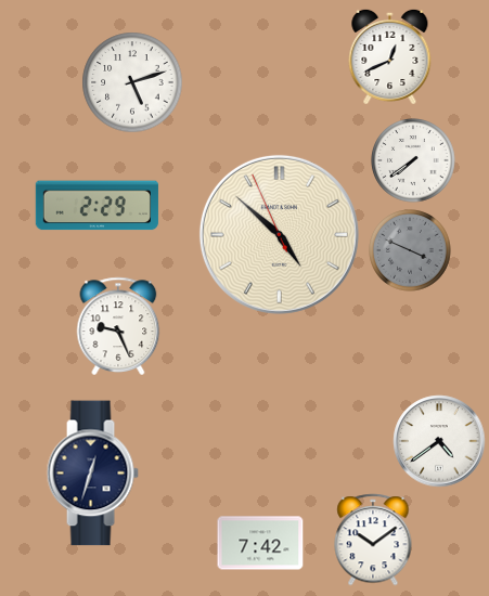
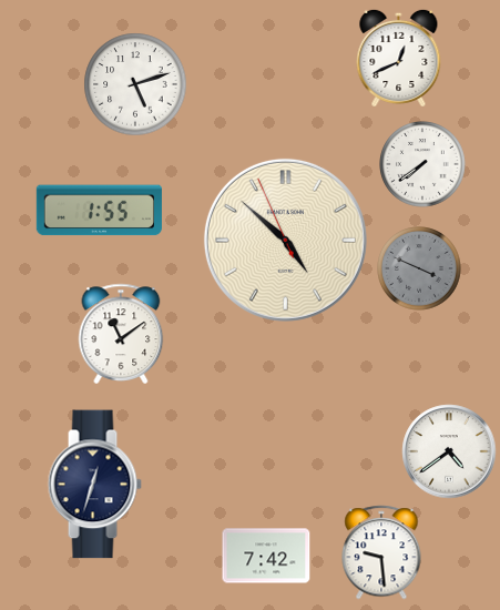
clock at (96, 206): 2:29 -> 1:55
clock at (410, 250) position: (410, 250) -> (419, 268)
clock at (118, 326): 9:26 -> 11:09
clock at (373, 540): 10:09 -> 9:29
